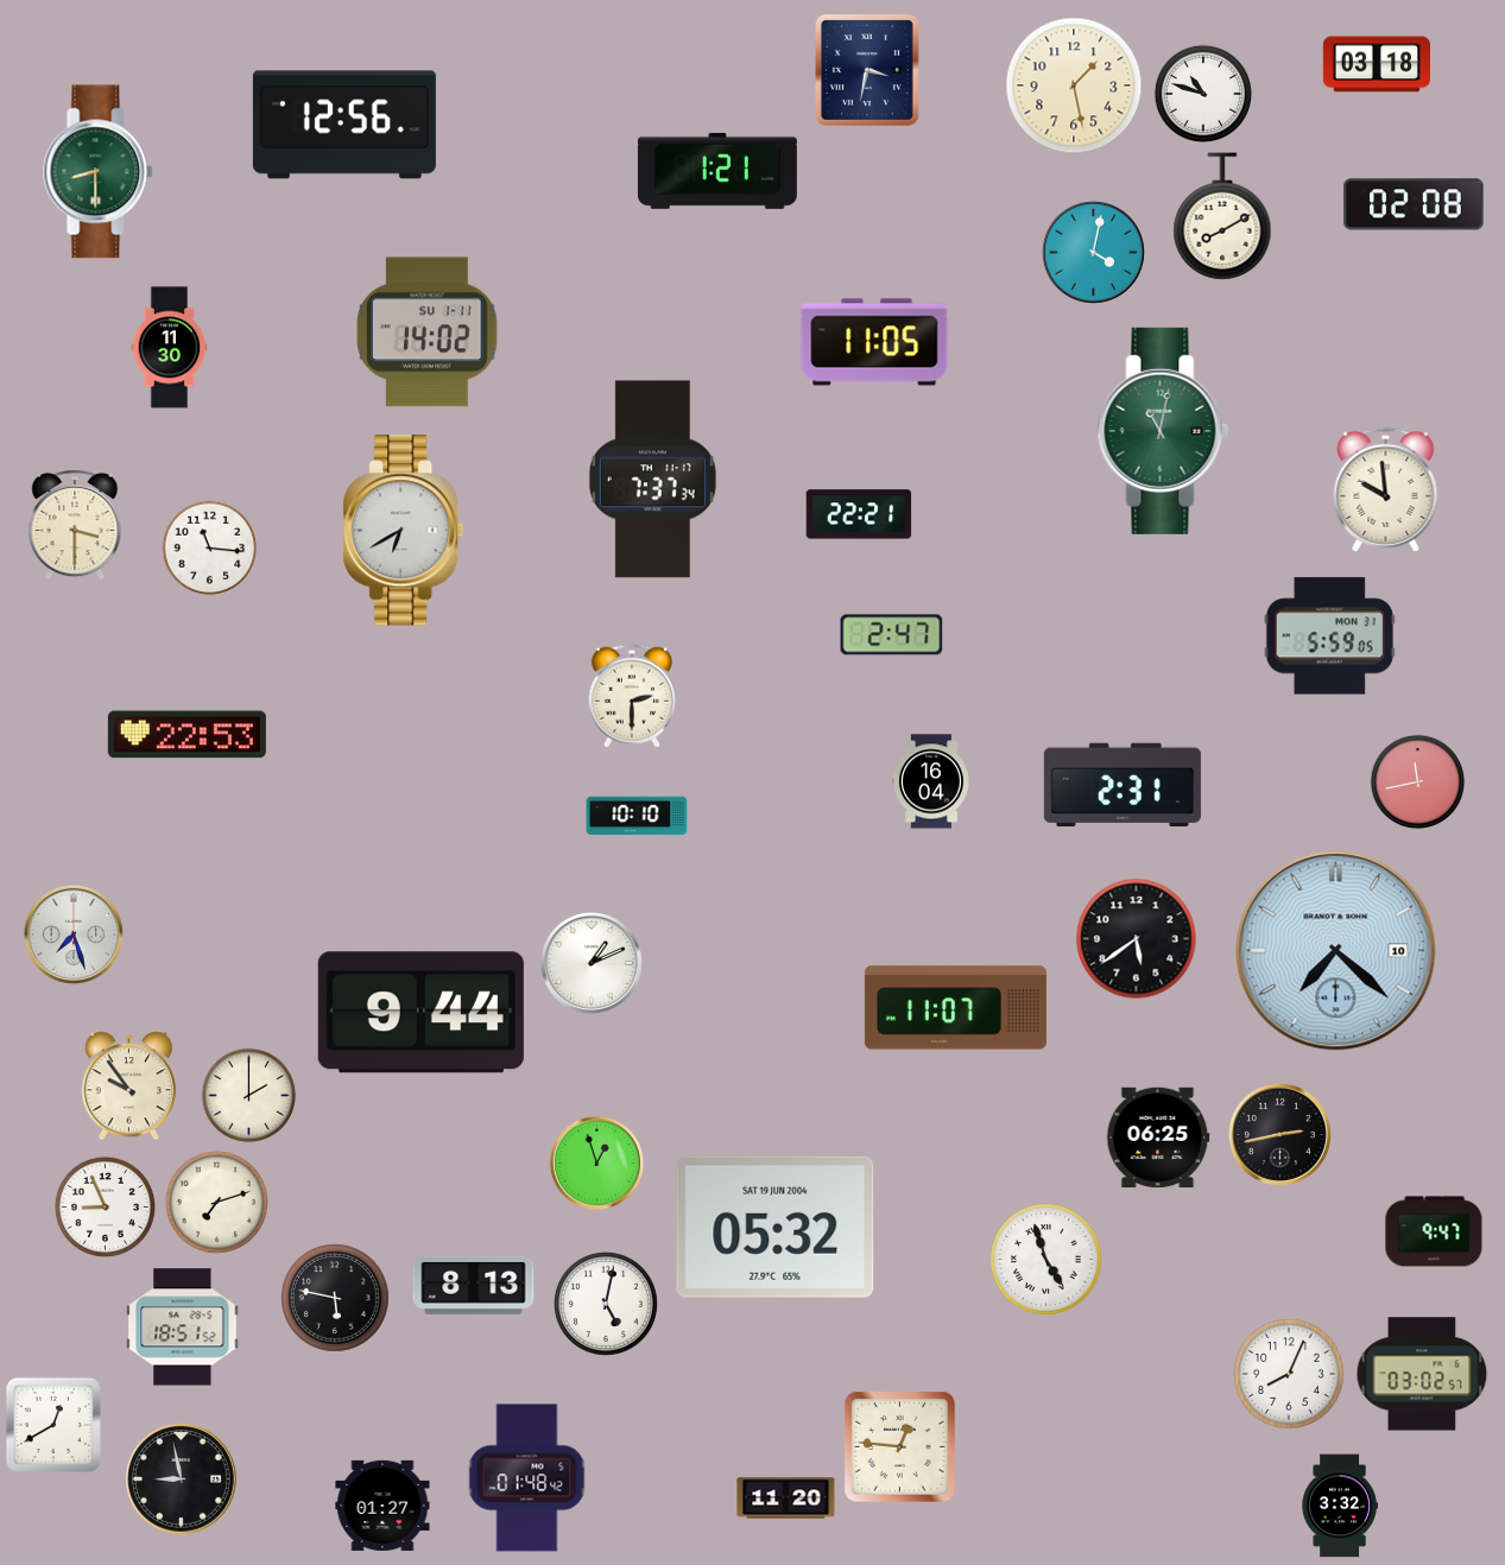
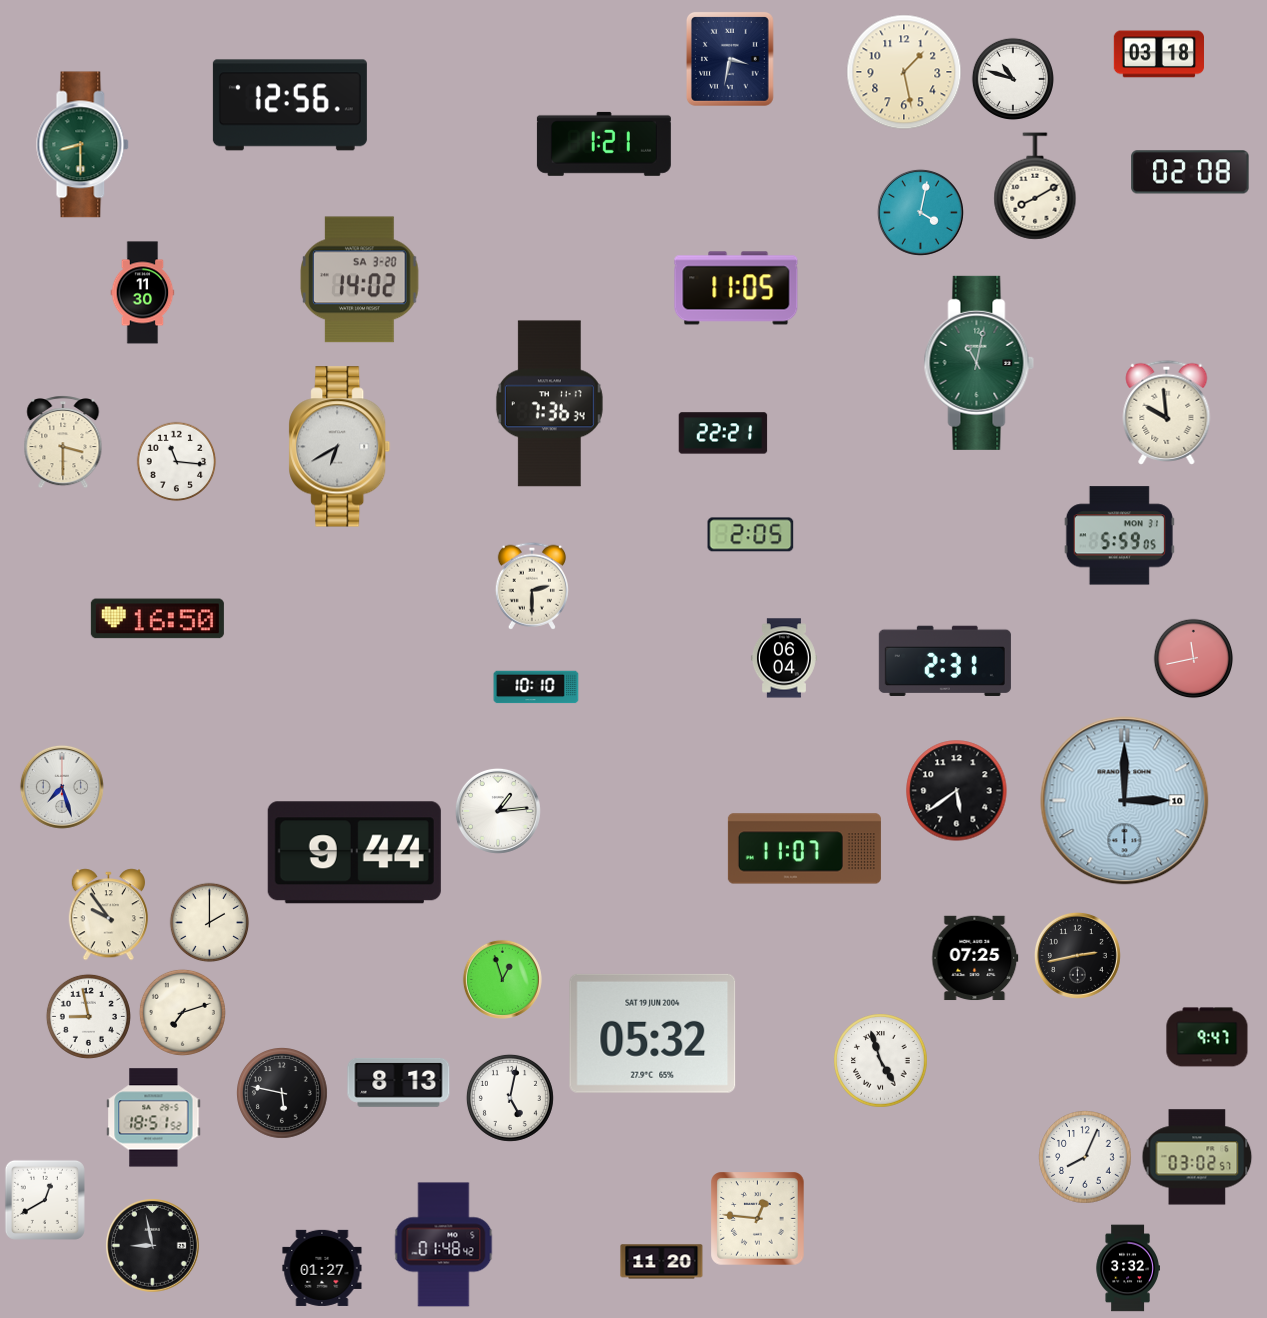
clock at (1222, 216) position: (1222, 216) -> (1035, 186)
clock at (428, 332) date: SU 1-11 -> SA 3-20
clock at (652, 480): 7:37 -> 7:36
clock at (892, 635): 2:47 -> 2:05
clock at (186, 735): 22:53 -> 16:50
clock at (932, 781): 16:04 -> 06:04
clock at (1336, 951): 7:22 -> 3:00
clock at (592, 963): 1:11 -> 1:14
clock at (1158, 1138): 06:25 -> 07:25
clock at (105, 1206): 8:56 -> 8:58
